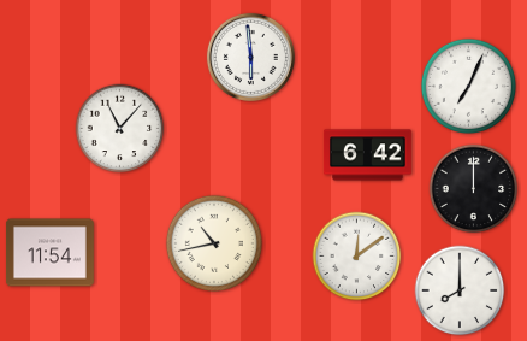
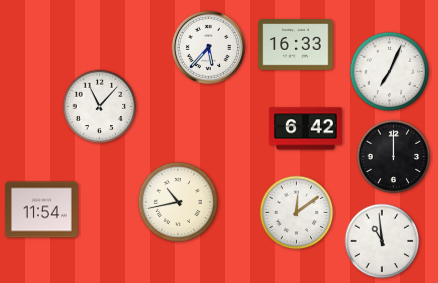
clock at (296, 45): none -> 16:33
clock at (250, 57): 5:59 -> 5:37
clock at (460, 290): 8:00 -> 10:59
